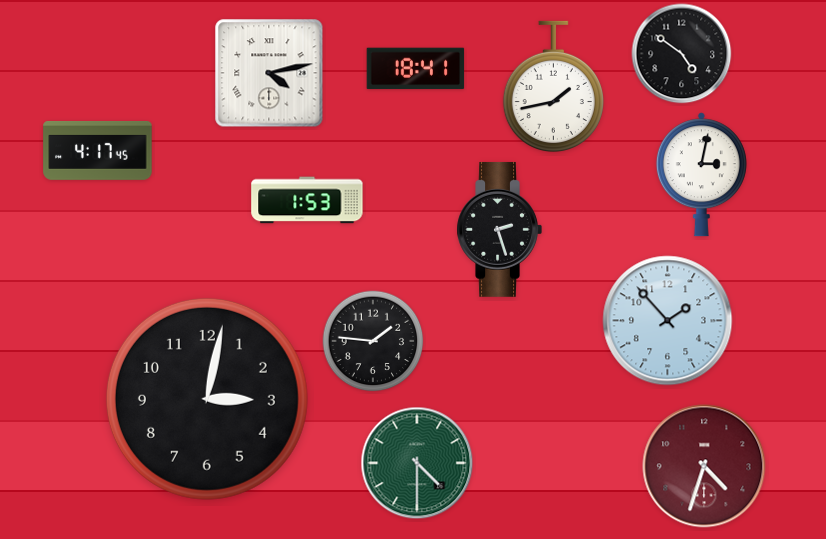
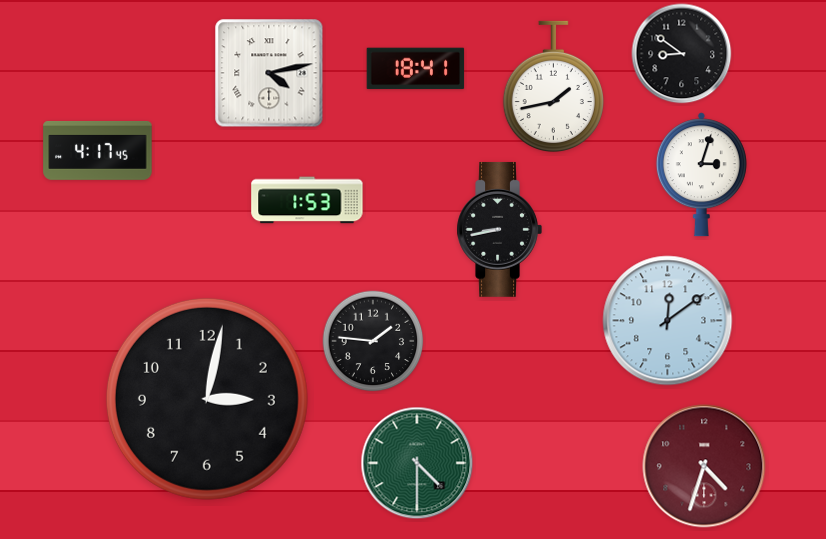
clock at (682, 54): 4:51 -> 8:51
clock at (701, 175): 3:02 -> 3:03
clock at (499, 229): 2:27 -> 8:43
clock at (668, 321): 1:53 -> 12:09
